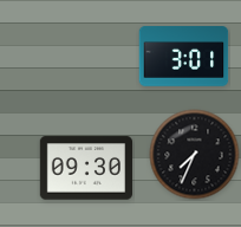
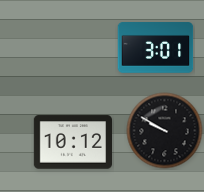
clock at (195, 155): 7:34 -> 9:50
clock at (85, 168): 09:30 -> 10:12
